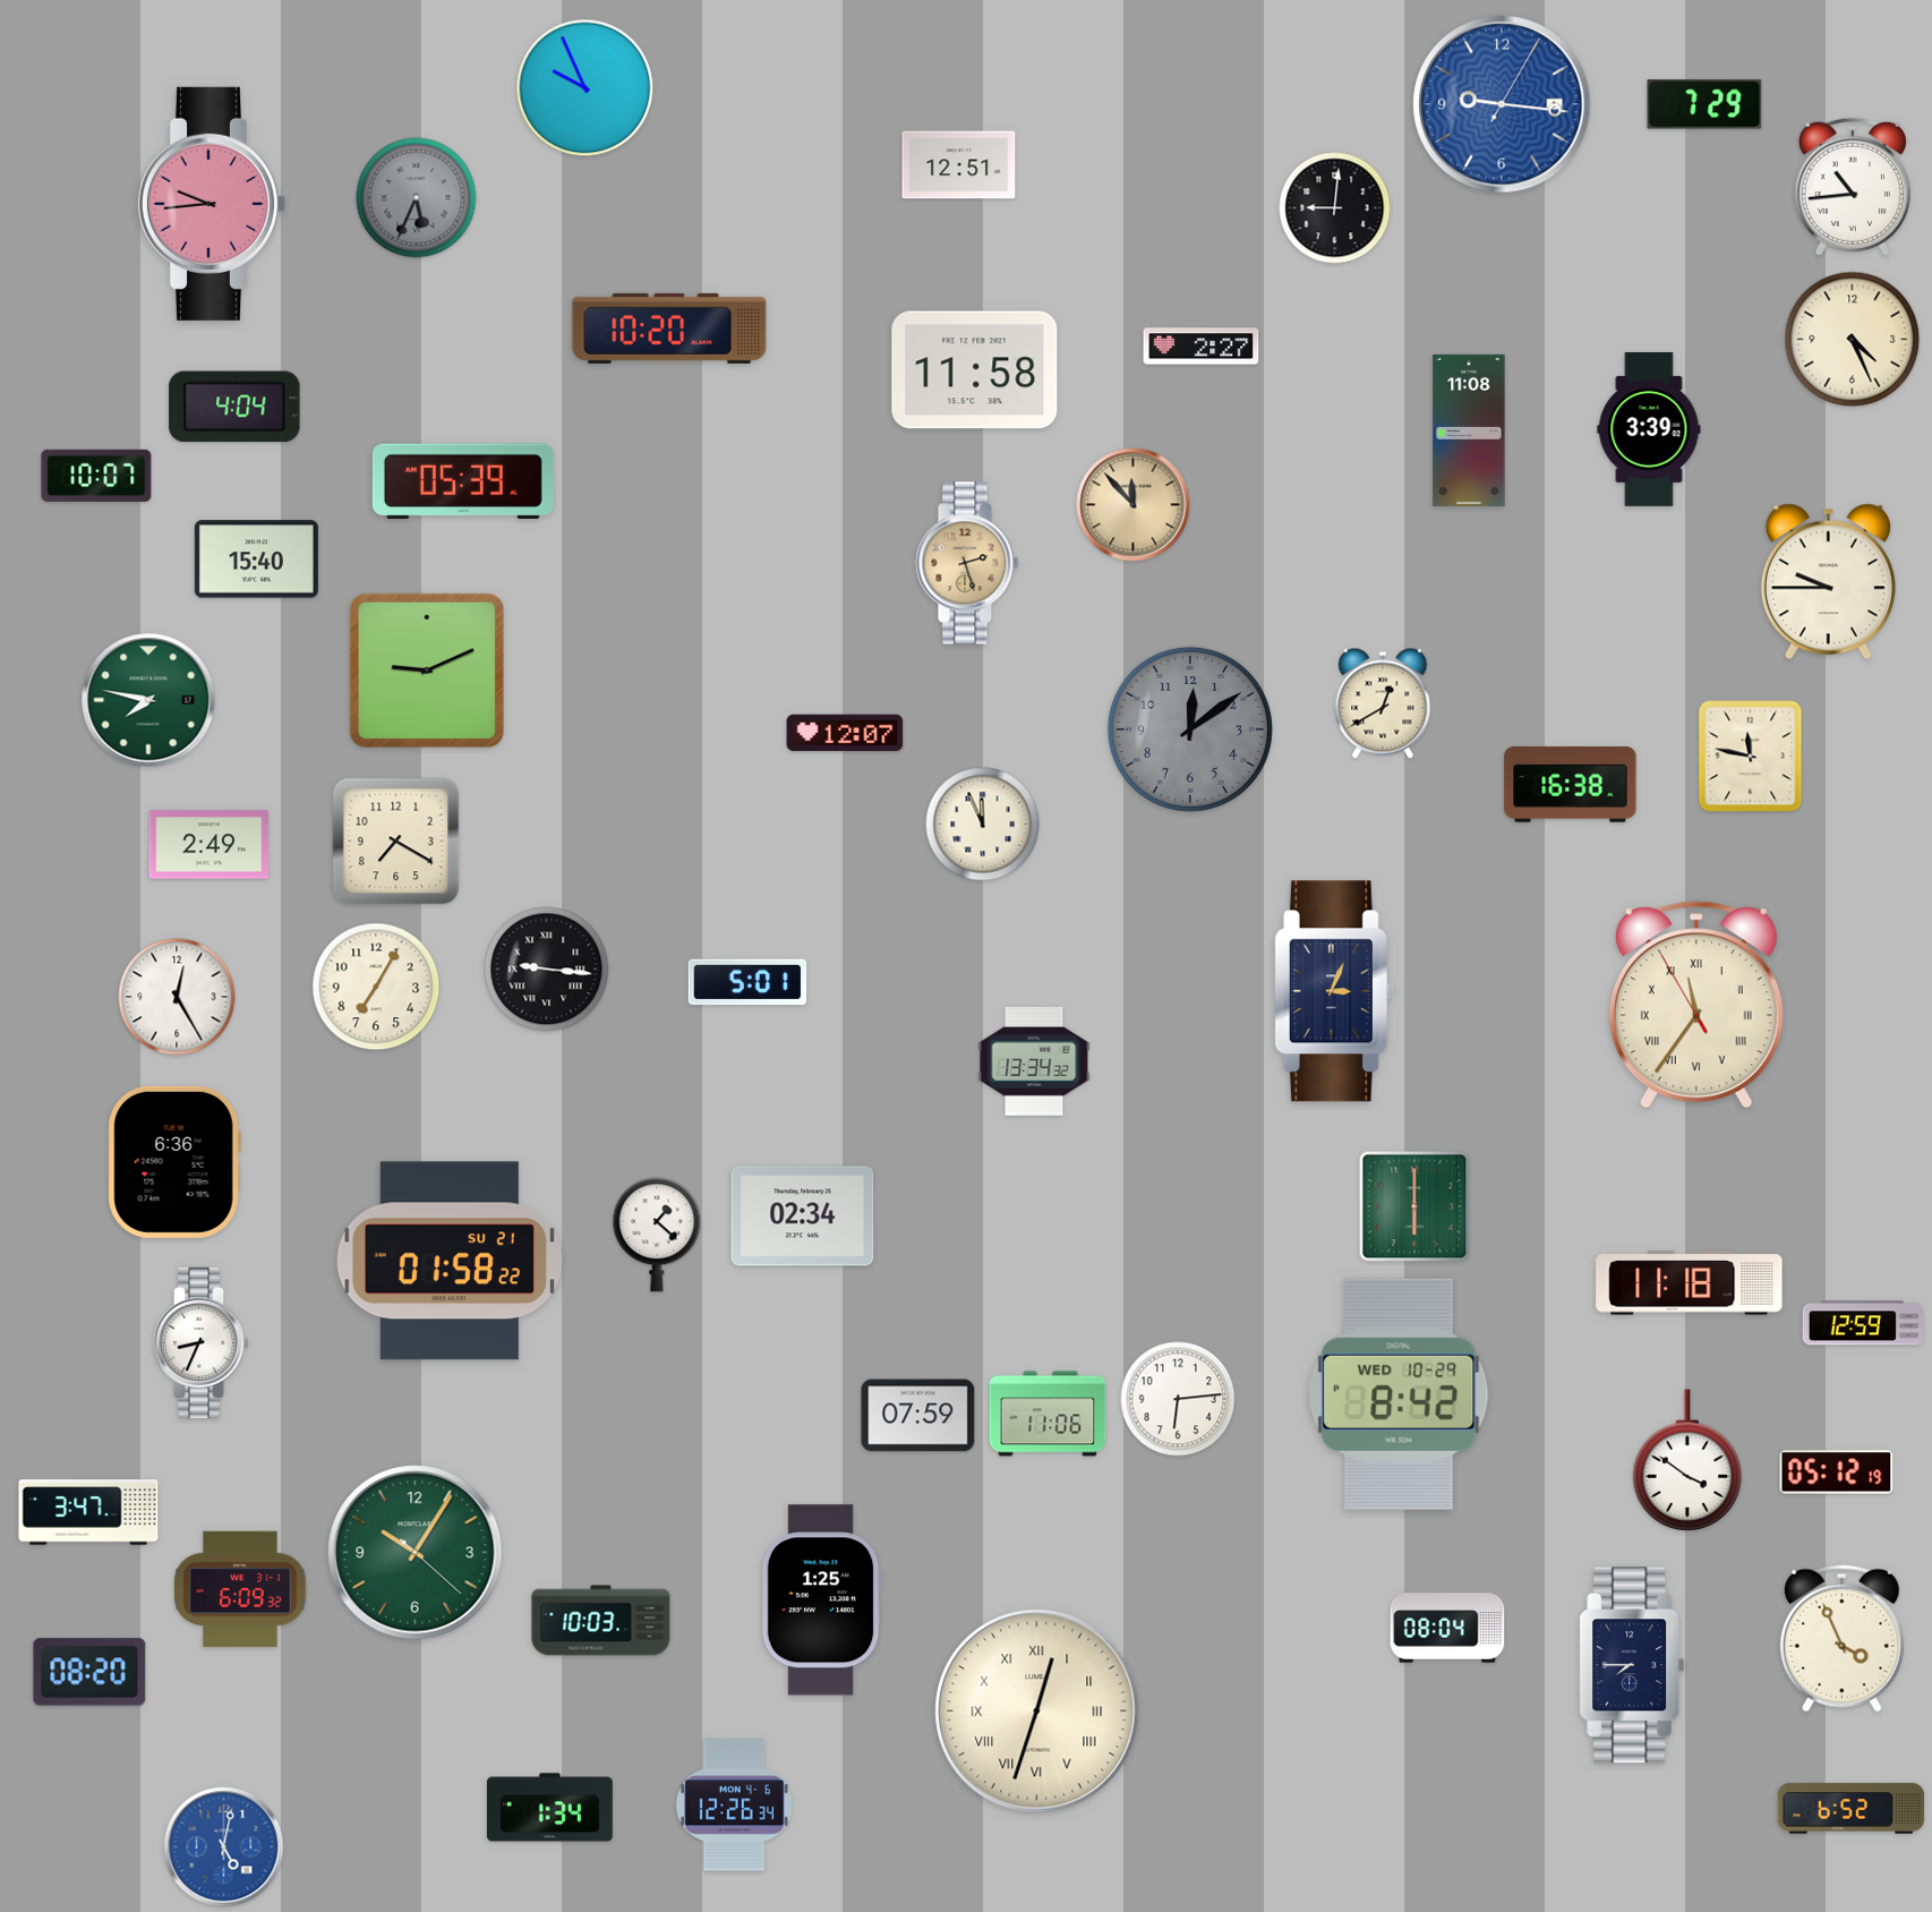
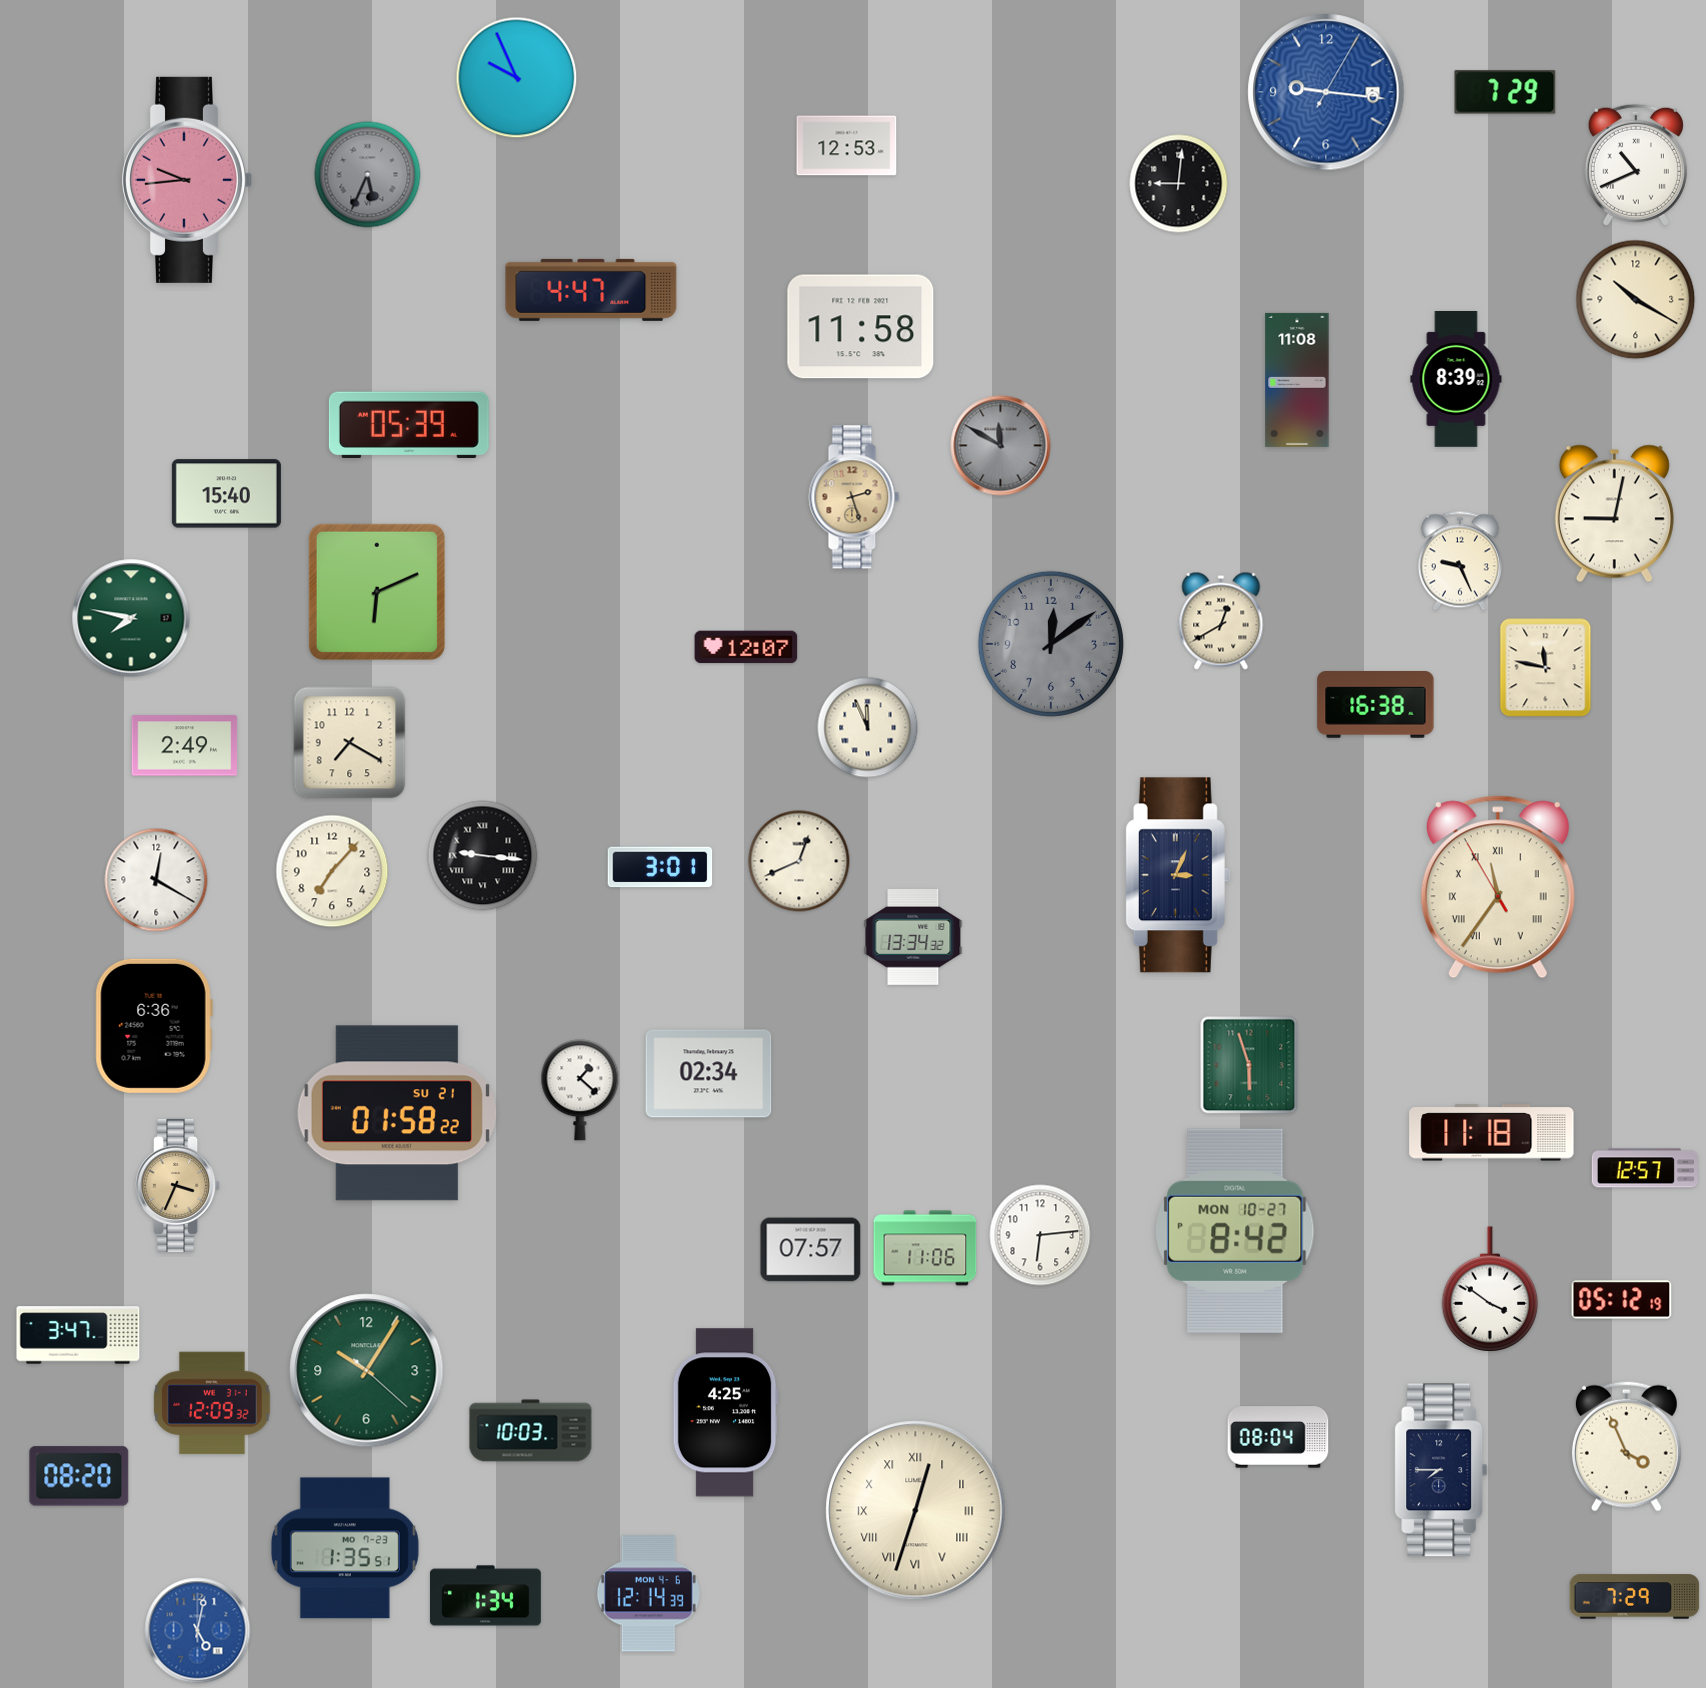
clock at (959, 165): 12:51 -> 12:53
clock at (1853, 187): 10:44 -> 10:41
clock at (669, 328): 10:20 -> 4:47
clock at (1853, 340): 4:26 -> 10:20
clock at (1202, 347): 2:27 -> none
clock at (234, 407): 4:04 -> none
clock at (1649, 430): 3:39 -> 8:39
clock at (96, 476): 10:07 -> none
clock at (1134, 505): 11:53 -> 11:50
clock at (1134, 505) dial: champagne -> grey
clock at (1828, 582): 9:45 -> 9:02
clock at (1460, 561): none -> 9:26
clock at (427, 671): 9:11 -> 6:11
clock at (1571, 785) position: (1571, 785) -> (1376, 705)
clock at (799, 861): none -> 12:41
clock at (747, 982): 5:01 -> 3:01
clock at (376, 987): 7:05 -> 7:07
clock at (177, 997): 12:25 -> 12:20
clock at (1414, 1206): 6:00 -> 5:57
clock at (1862, 1323): 12:59 -> 12:57
clock at (202, 1342): 8:34 -> 3:34
clock at (202, 1342) dial: white -> champagne
clock at (1399, 1394) date: WED 10-29 -> MON 10-27
clock at (918, 1416): 07:59 -> 07:57
clock at (240, 1589): 6:09 -> 12:09
clock at (821, 1601): 1:25 -> 4:25
clock at (345, 1548): none -> 1:35
clock at (734, 1806): 12:26 -> 12:14
clock at (1852, 1809): 6:52 -> 7:29
